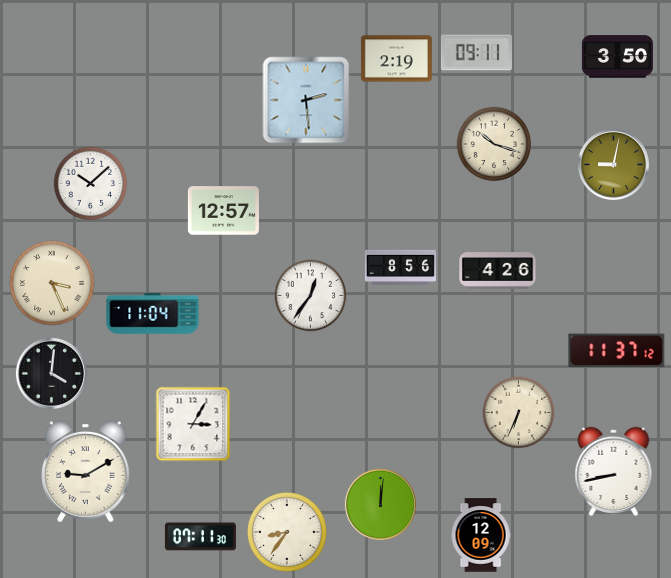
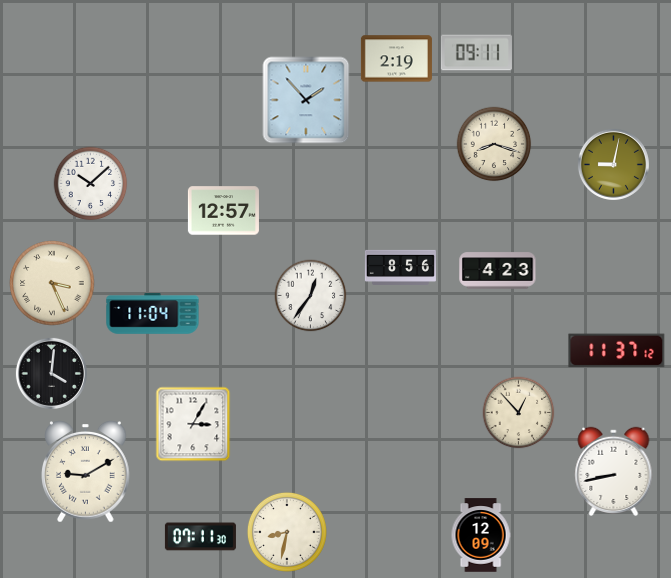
clock at (617, 57): 3:50 -> none
clock at (306, 100): 2:29 -> 1:53
clock at (494, 144): 10:18 -> 8:18
clock at (498, 271): 4:26 -> 4:23
clock at (519, 413): 6:34 -> 12:53
clock at (380, 504): 12:01 -> none
clock at (287, 532): 8:36 -> 8:32
